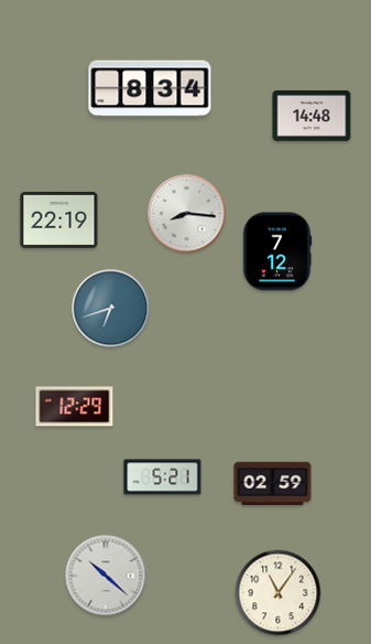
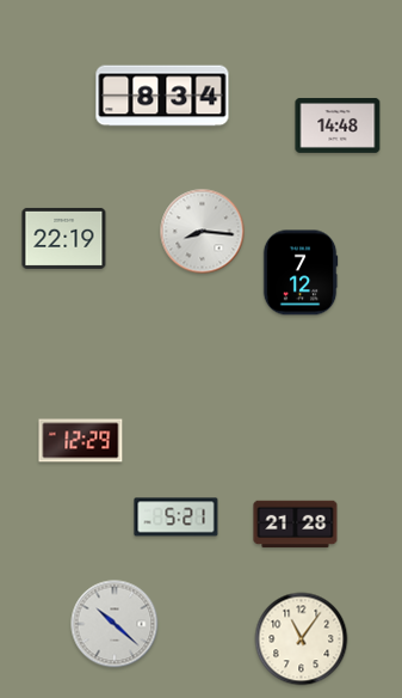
clock at (111, 309): 6:42 -> none
clock at (273, 484): 02:59 -> 21:28
clock at (279, 593) position: (279, 593) -> (302, 639)
